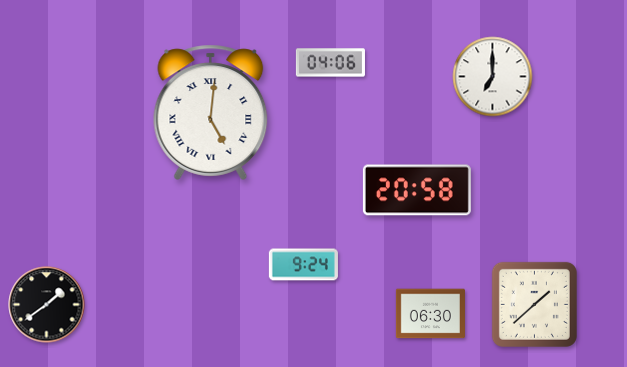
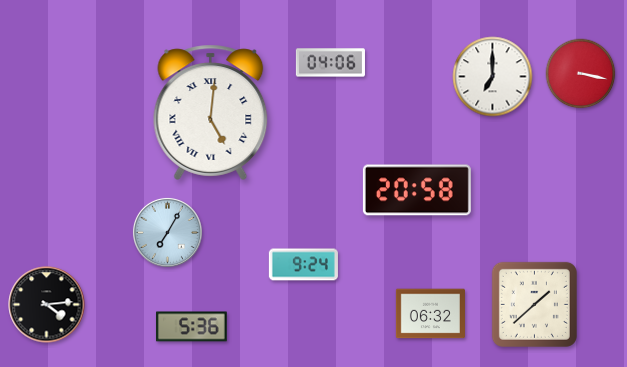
clock at (581, 74): none -> 3:17
clock at (167, 232): none -> 7:05
clock at (47, 305): 1:39 -> 4:14
clock at (430, 314): 06:30 -> 06:32
clock at (192, 327): none -> 5:36
